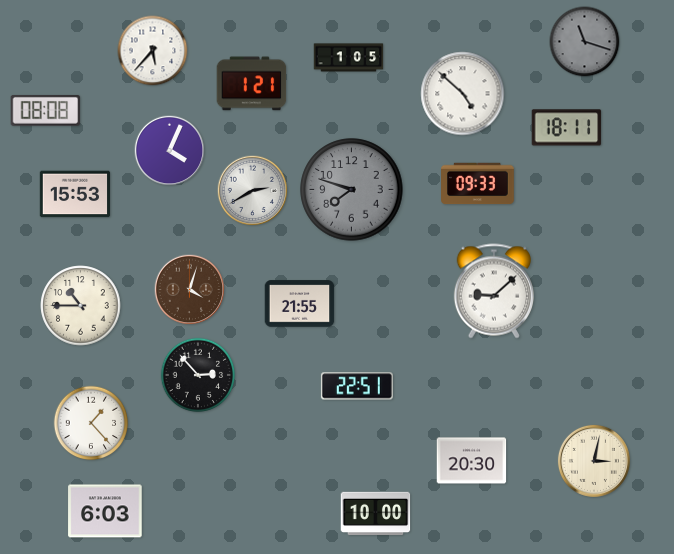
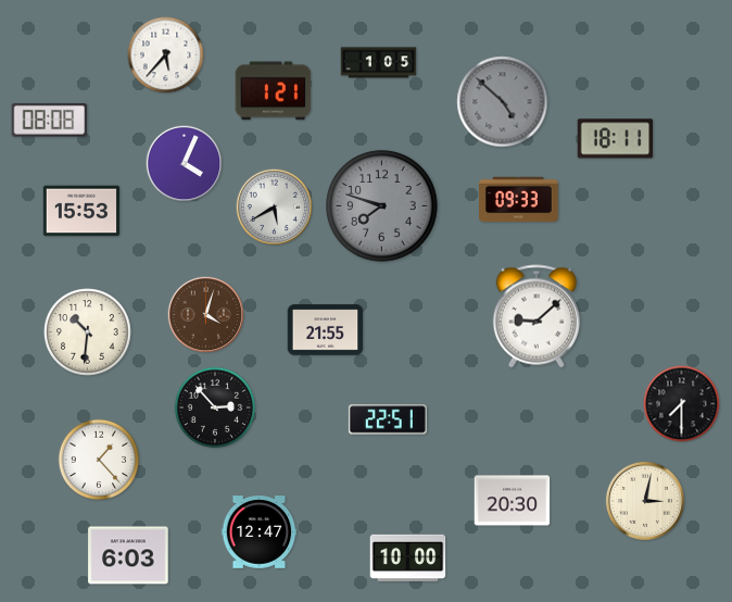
clock at (585, 42): 11:18 -> none
clock at (463, 94) dial: white -> grey
clock at (253, 191): 2:40 -> 5:40
clock at (81, 306): 10:45 -> 10:31
clock at (682, 404): none -> 7:30
clock at (260, 532): none -> 12:47
clock at (105, 511) position: (105, 511) -> (128, 555)
